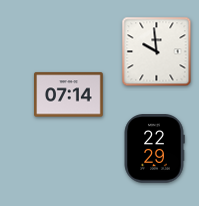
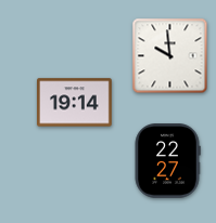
clock at (69, 95): 07:14 -> 19:14
clock at (154, 149): 22:29 -> 22:27
